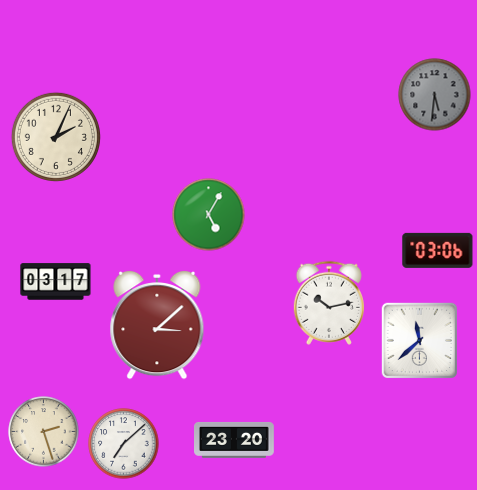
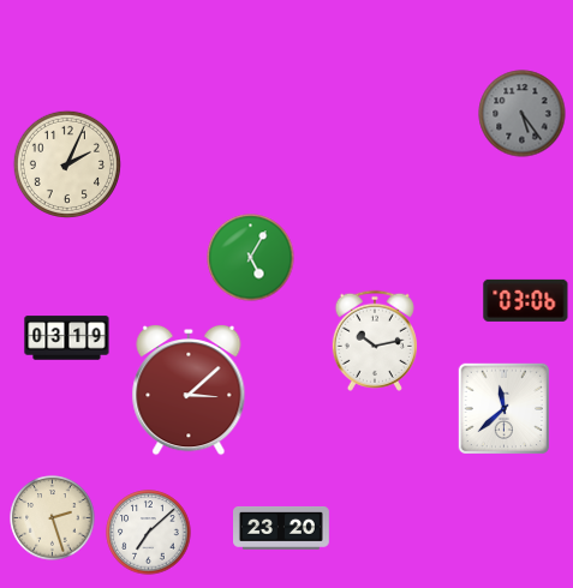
clock at (435, 95): 5:31 -> 5:24
clock at (56, 282): 03:17 -> 03:19
clock at (329, 303) position: (329, 303) -> (375, 341)
